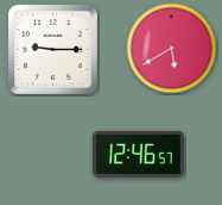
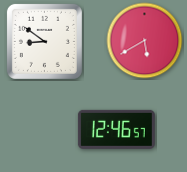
clock at (52, 49): 9:15 -> 8:51
